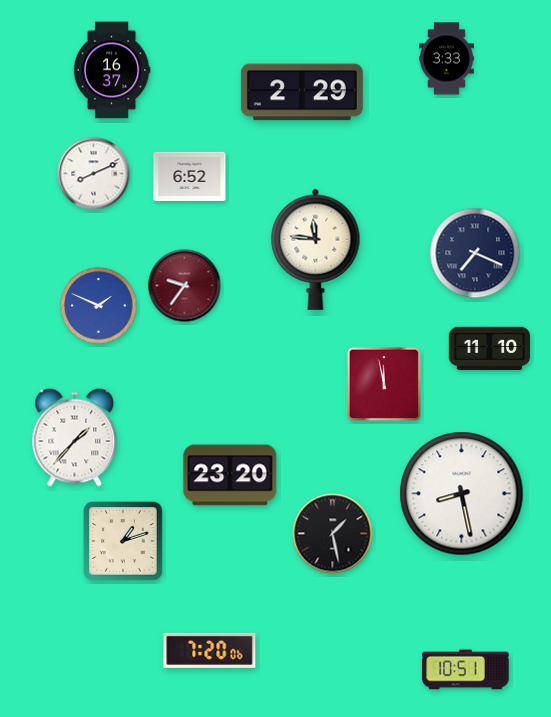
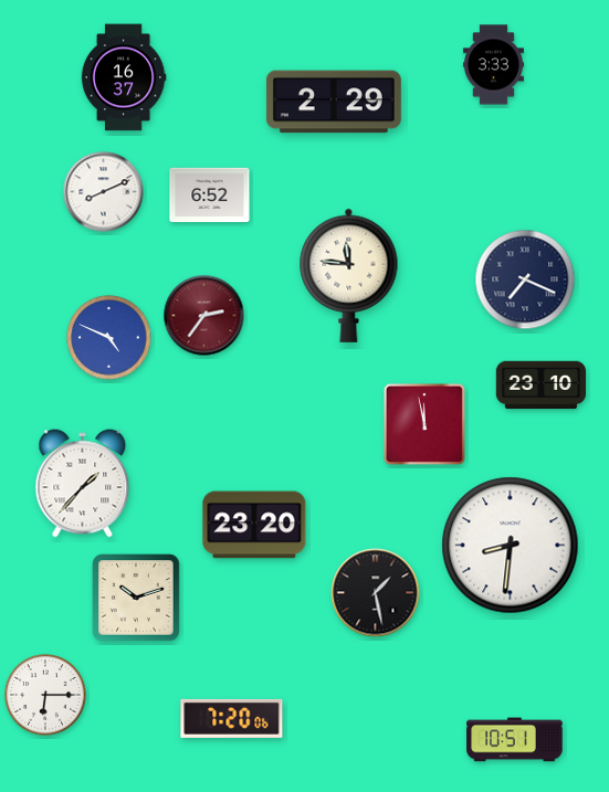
clock at (185, 286): 9:36 -> 2:36
clock at (99, 306): 1:49 -> 4:49
clock at (490, 349): 11:10 -> 23:10
clock at (462, 494): 8:28 -> 8:31
clock at (333, 534) position: (333, 534) -> (376, 593)
clock at (123, 541): 1:12 -> 10:12
clock at (45, 695): none -> 6:15
